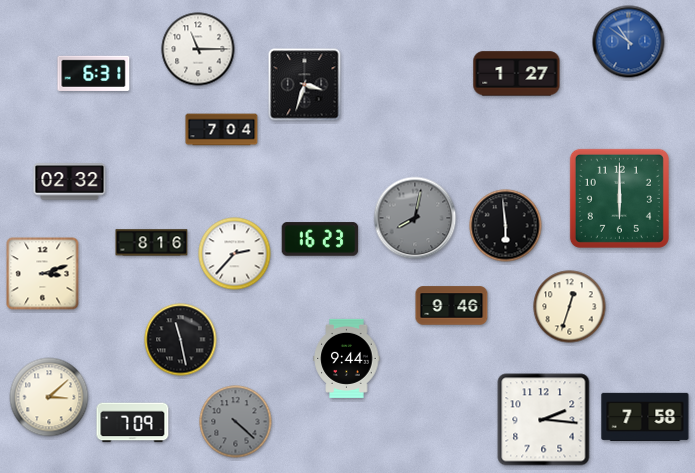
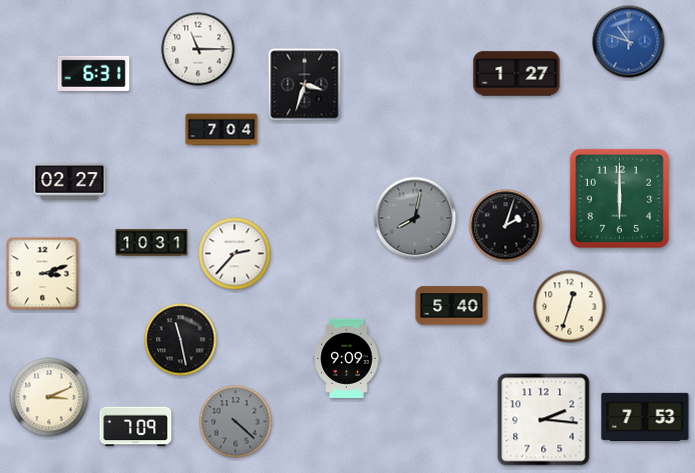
clock at (629, 42): 10:51 -> 10:48
clock at (70, 182): 02:32 -> 02:27
clock at (506, 226): 5:59 -> 2:03
clock at (320, 239): 16:23 -> none
clock at (152, 243): 8:16 -> 10:31
clock at (452, 306): 9:46 -> 5:40
clock at (347, 358): 9:44 -> 9:09
clock at (49, 397): 3:08 -> 3:11
clock at (645, 417): 7:58 -> 7:53
clock at (133, 423) position: (133, 423) -> (136, 427)
